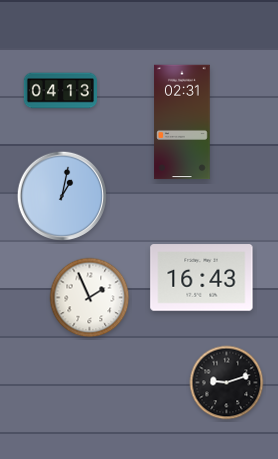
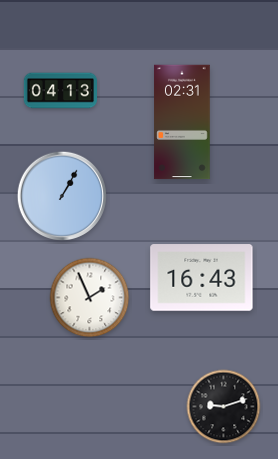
clock at (61, 195): 1:02 -> 1:05
clock at (227, 383) position: (227, 383) -> (224, 407)
